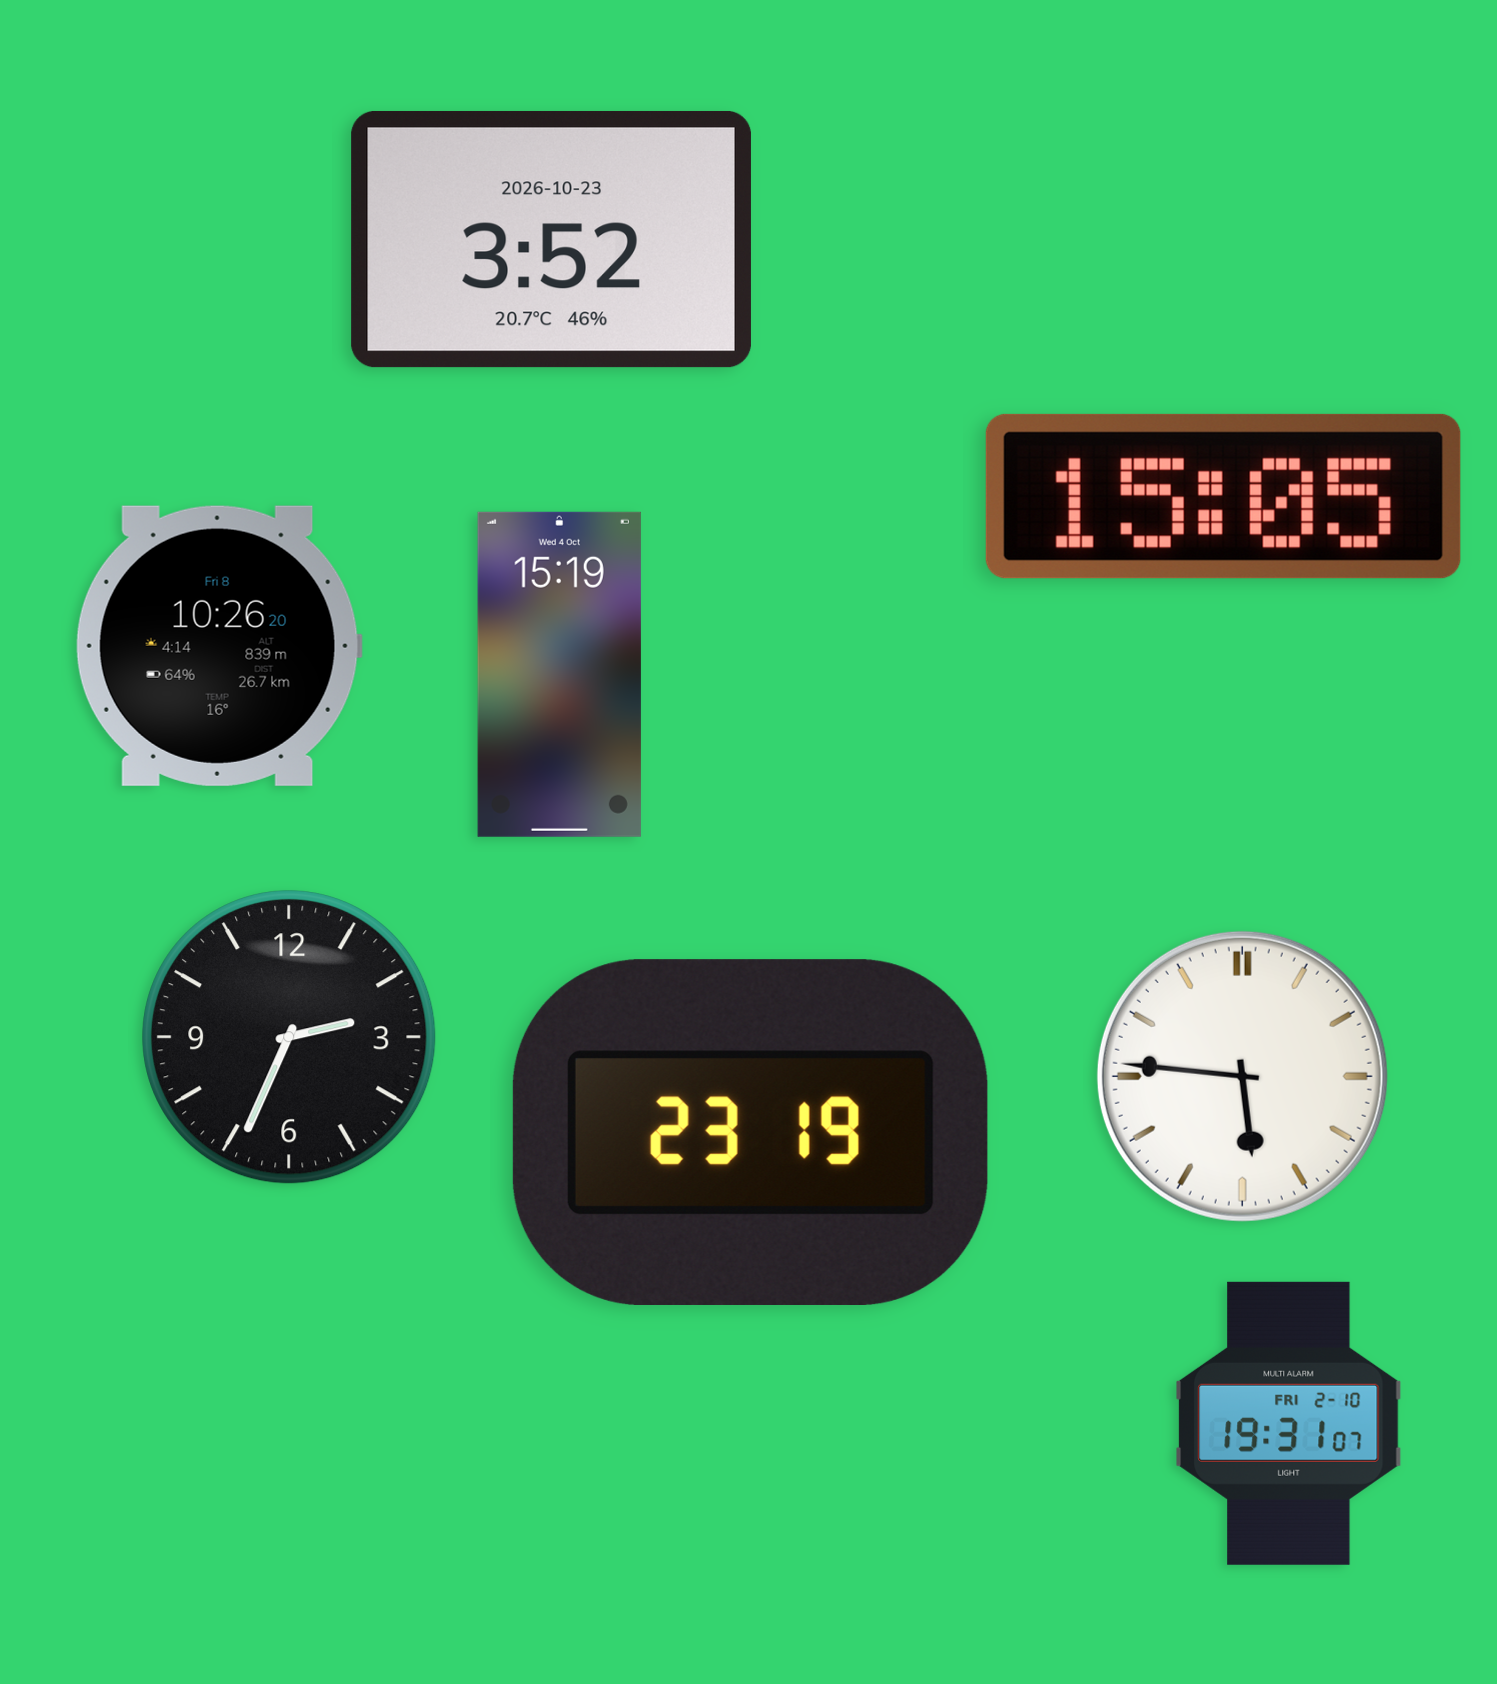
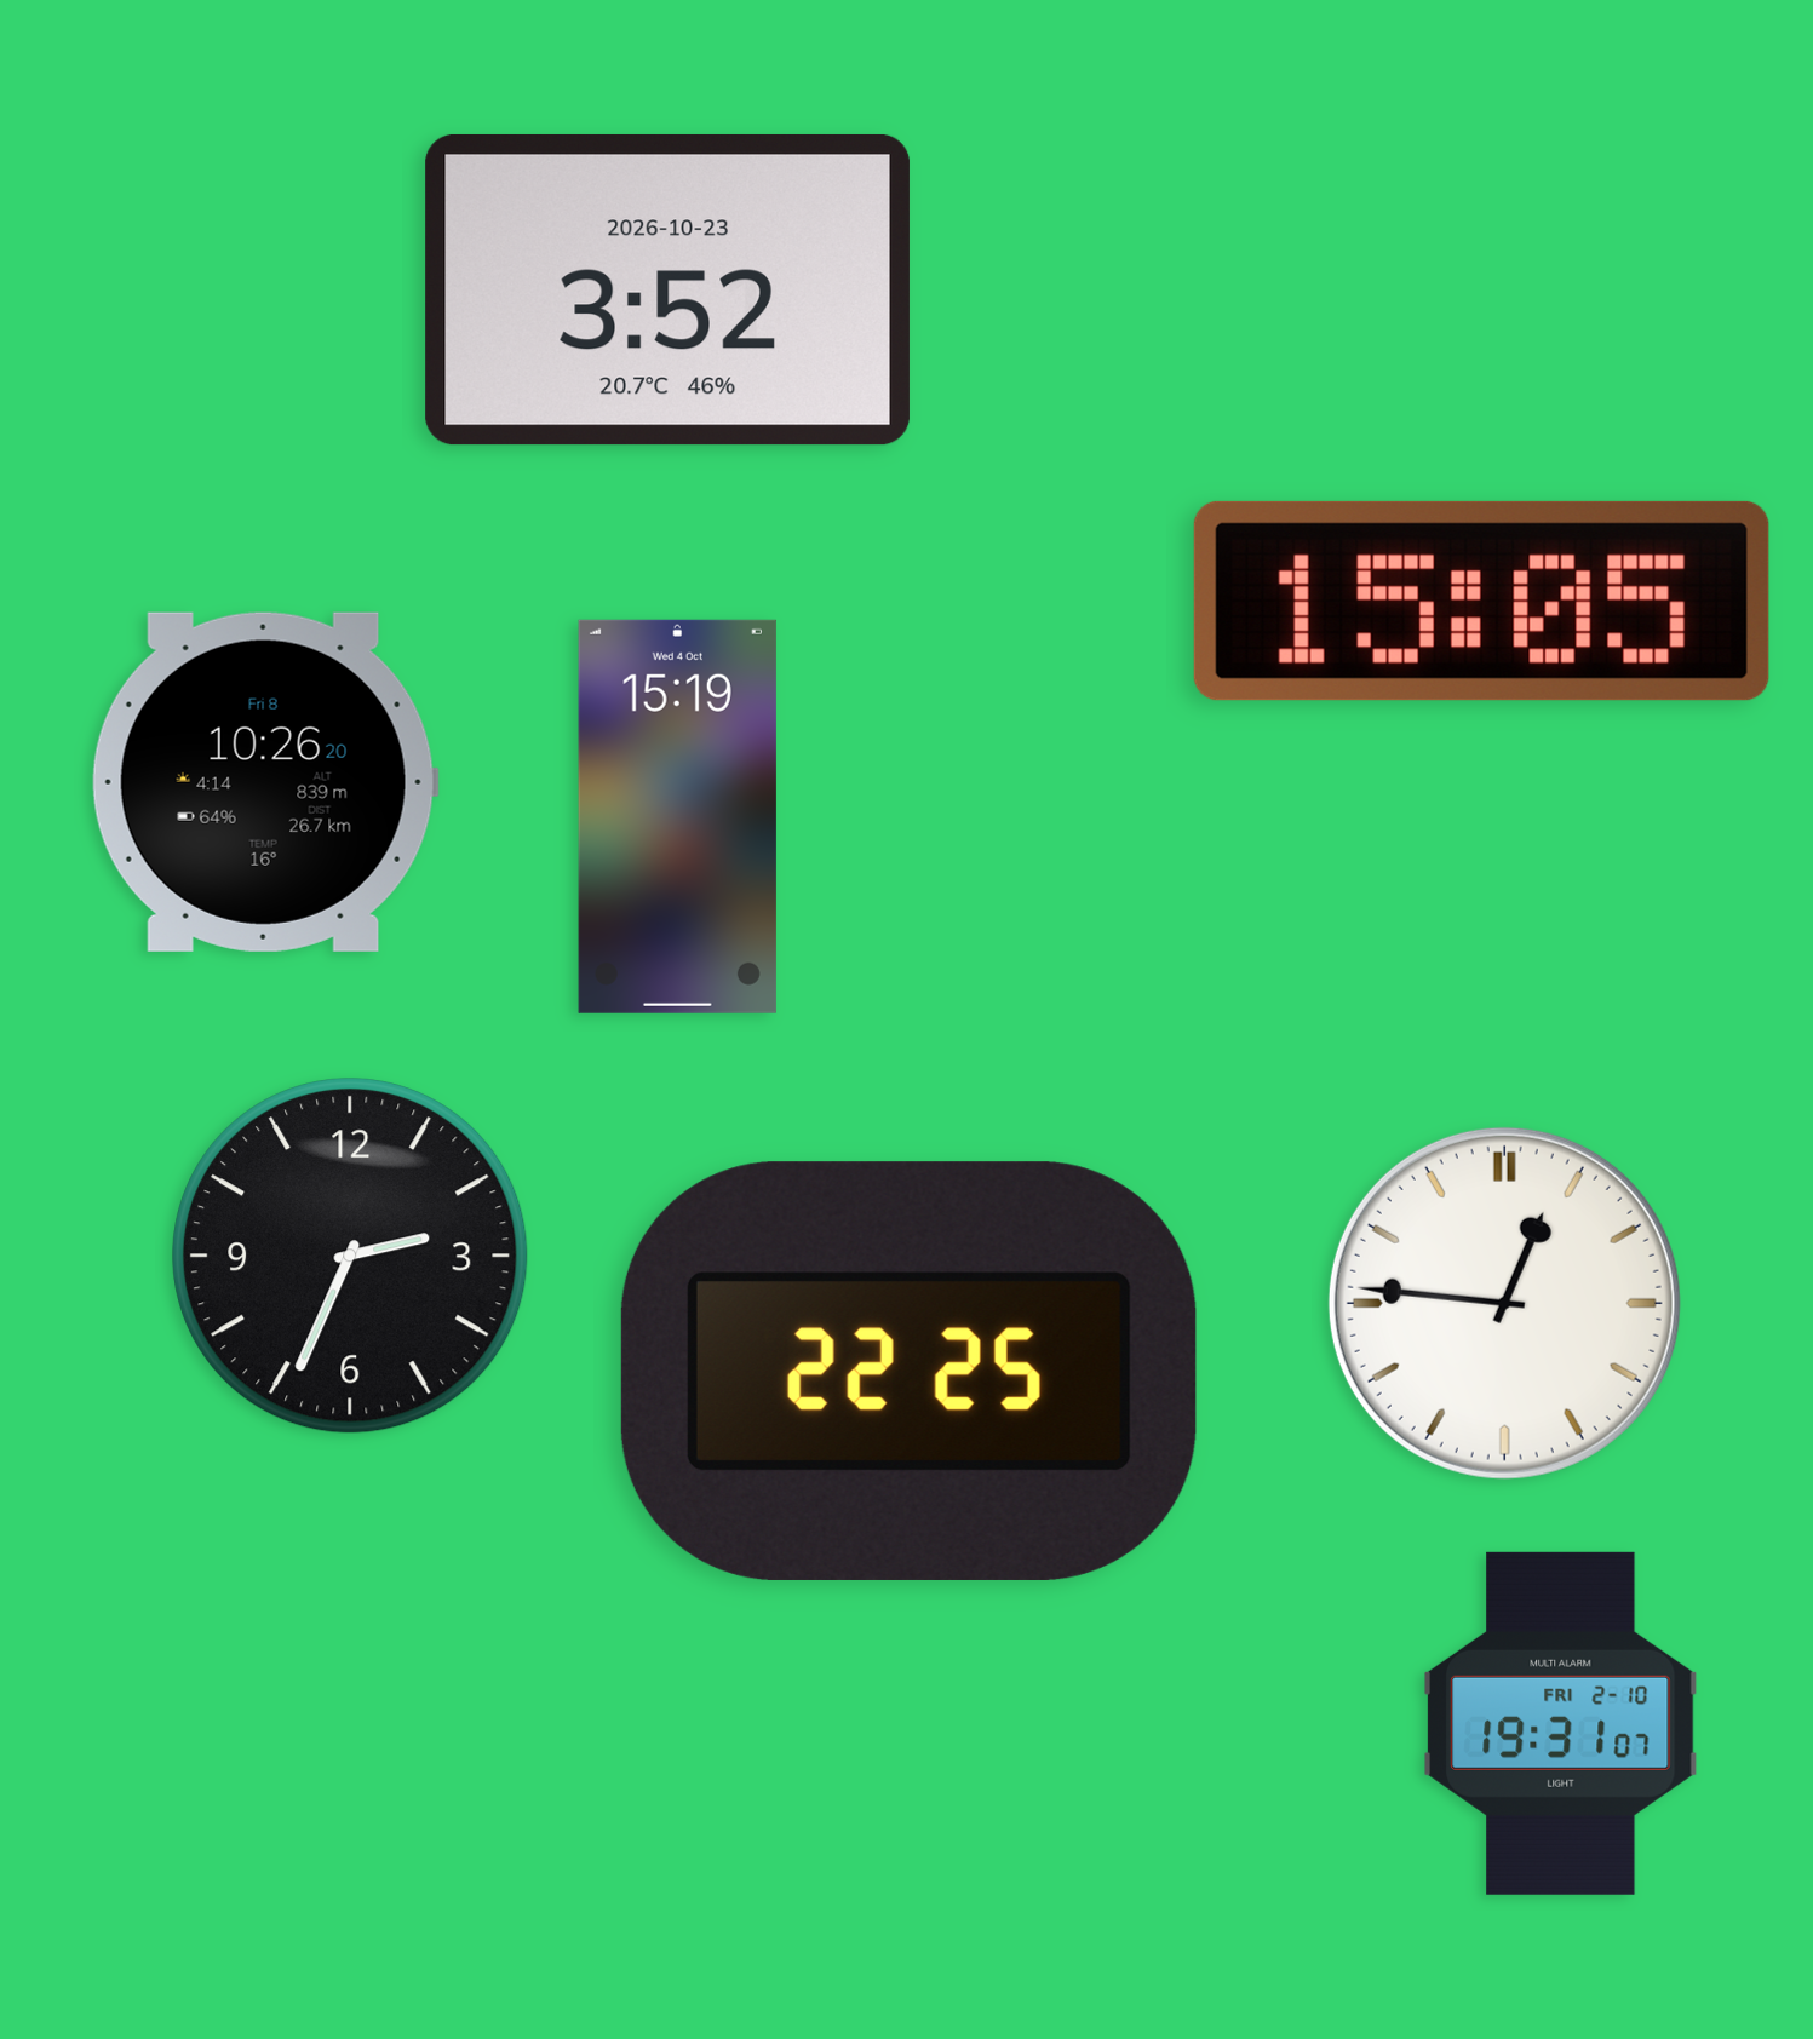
clock at (1242, 1076): 5:46 -> 12:46
clock at (750, 1132): 23:19 -> 22:25
